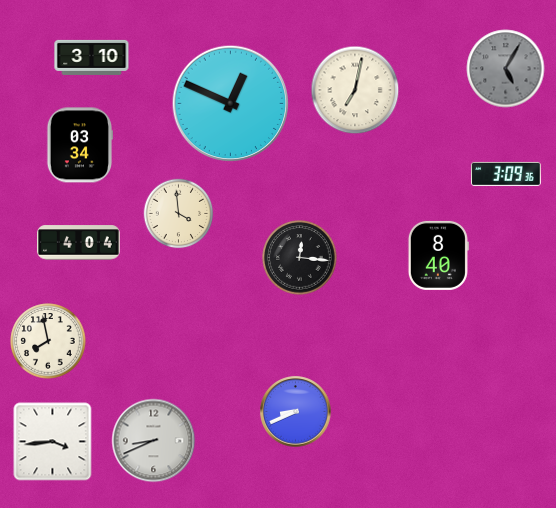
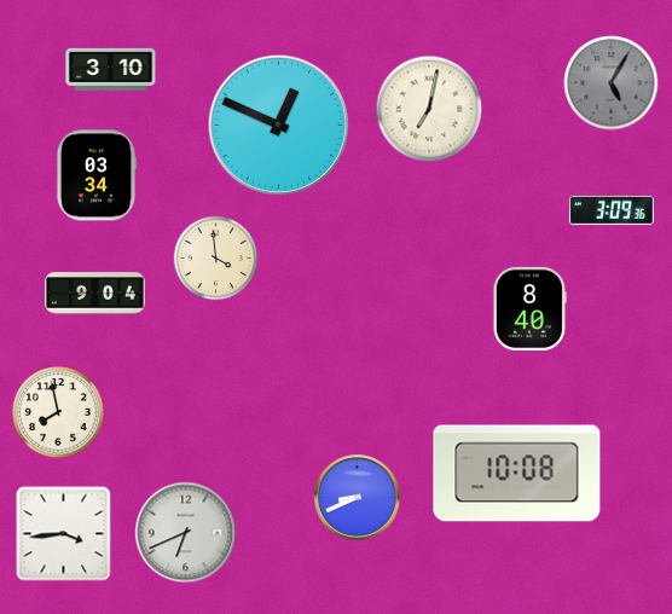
clock at (79, 243): 4:04 -> 9:04
clock at (300, 258): 12:16 -> none
clock at (517, 474): none -> 10:08
clock at (154, 441): 8:41 -> 6:41
